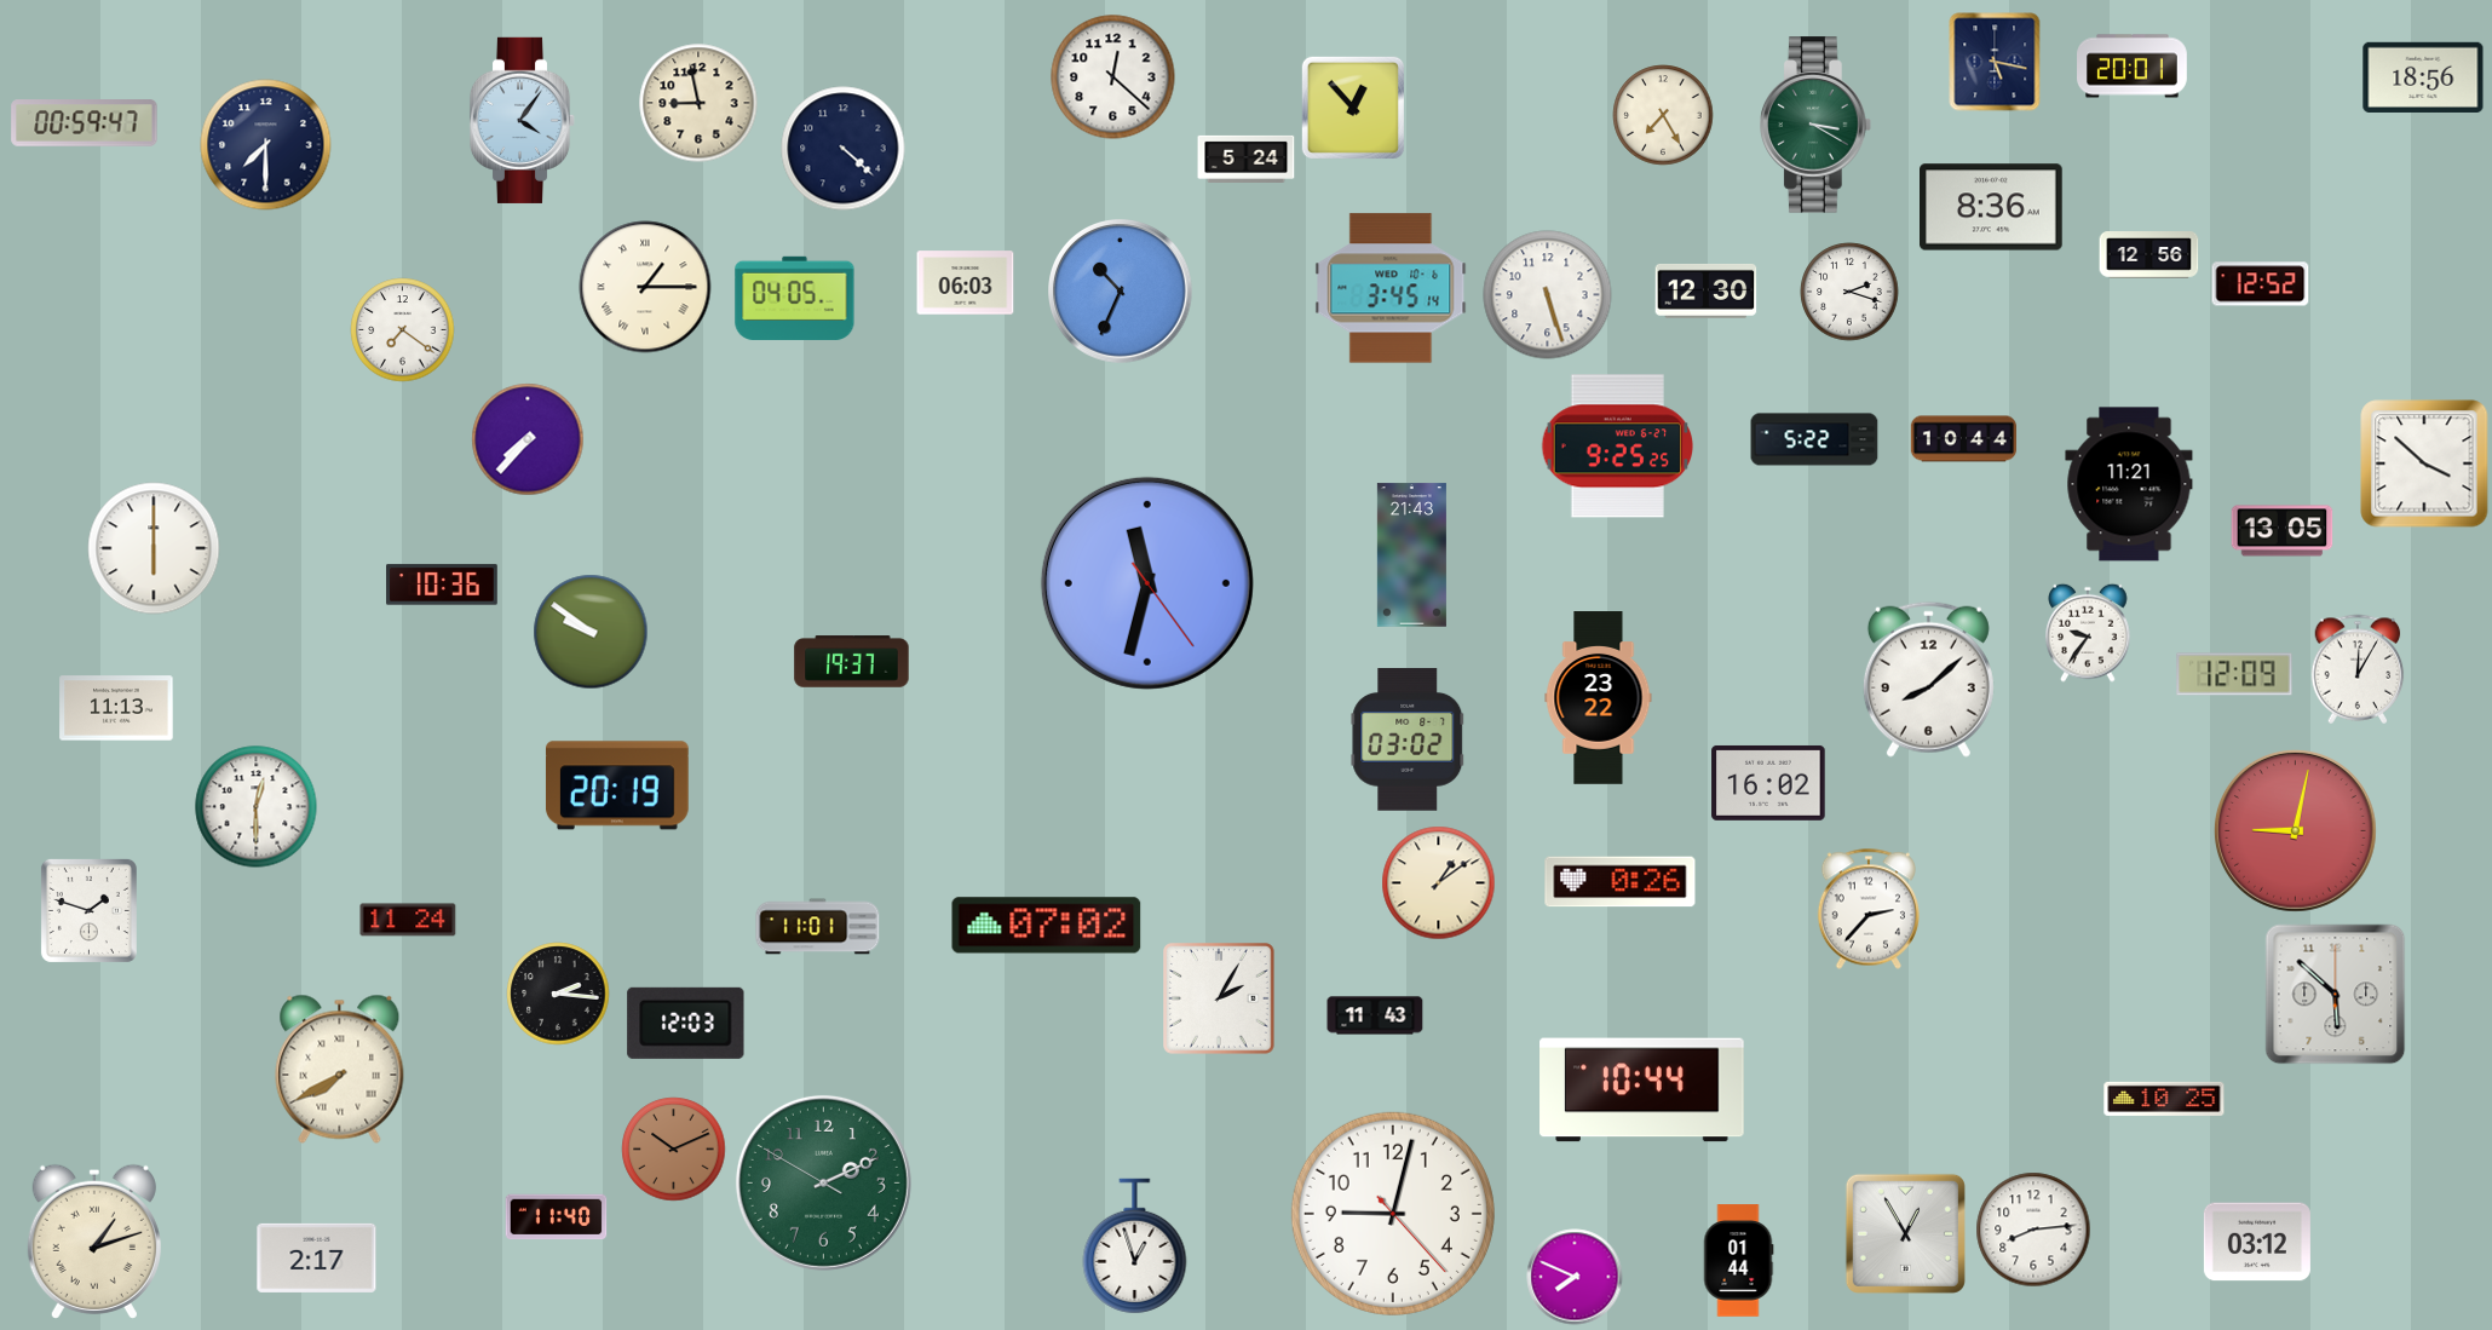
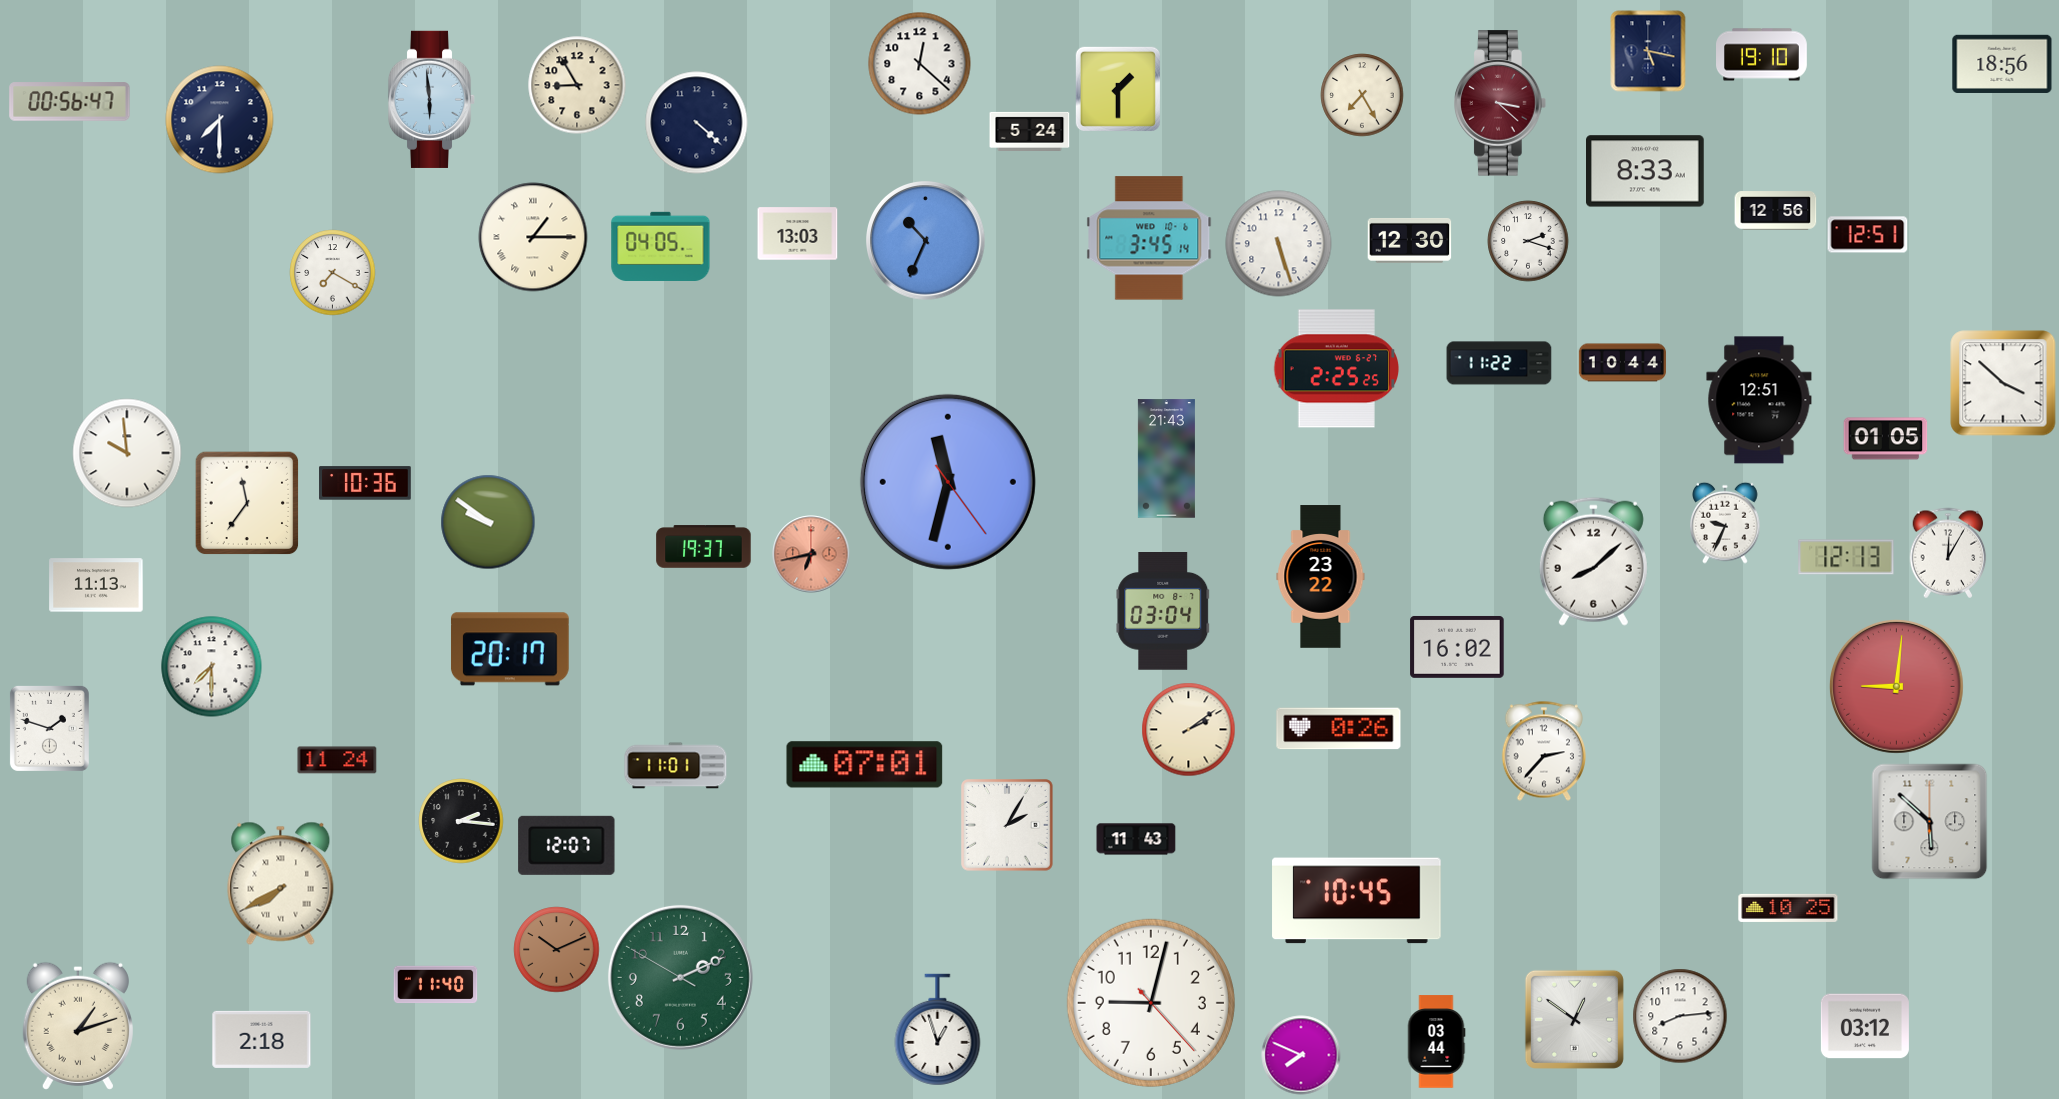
clock at (2133, 67): 20:01 -> 19:10
clock at (698, 103): 8:58 -> 8:55
clock at (1353, 108): 12:53 -> 1:30
clock at (1663, 115) position: (1663, 115) -> (1362, 95)
clock at (523, 120): 4:06 -> 5:59
clock at (85, 123): 00:59 -> 00:56
clock at (1815, 125): 3:20 -> 3:22
clock at (1815, 125) dial: green -> burgundy
clock at (1991, 207): 8:36 -> 8:33
clock at (966, 283): 06:03 -> 13:03
clock at (2261, 284): 12:52 -> 12:51
clock at (795, 298) position: (795, 298) -> (661, 246)
clock at (403, 330): 7:21 -> 7:20
clock at (528, 439): 7:37 -> none
clock at (1814, 439): 5:22 -> 11:22
clock at (1617, 447): 9:25 -> 2:25
clock at (2129, 484): 11:21 -> 12:51
clock at (2283, 531): 13:05 -> 01:05
clock at (154, 548): 6:00 -> 9:59
clock at (247, 503): none -> 11:36
clock at (2088, 633): 9:36 -> 9:34
clock at (811, 554): none -> 6:43
clock at (2234, 674): 12:09 -> 12:13
clock at (1408, 741): 03:02 -> 03:04
clock at (1768, 783) position: (1768, 783) -> (1457, 647)
clock at (617, 785): 20:19 -> 20:17
clock at (257, 807): 12:30 -> 7:30
clock at (2295, 830): 9:02 -> 9:01
clock at (1439, 883): 1:09 -> 2:09
clock at (88, 910) position: (88, 910) -> (49, 728)
clock at (1047, 926): 07:02 -> 07:01
clock at (686, 1023): 12:03 -> 12:07
clock at (1642, 1090): 10:44 -> 10:45
clock at (557, 1217) position: (557, 1217) -> (436, 985)
clock at (1905, 1233): 12:55 -> 12:51
clock at (317, 1257): 2:17 -> 2:18
clock at (1738, 1261): 01:44 -> 03:44
